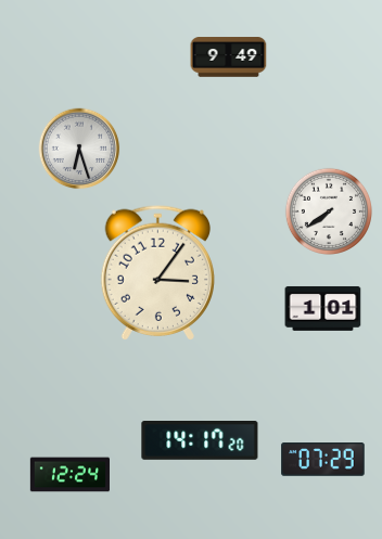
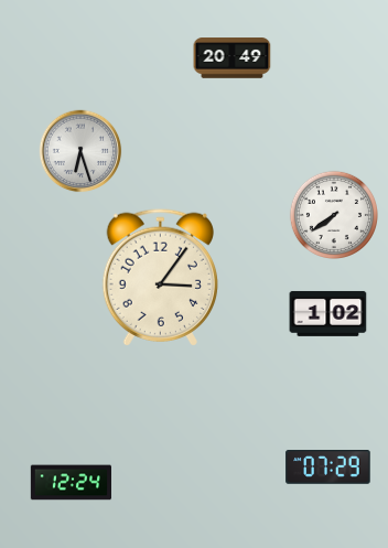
clock at (229, 57): 9:49 -> 20:49
clock at (323, 308): 1:01 -> 1:02
clock at (200, 441): 14:17 -> none
